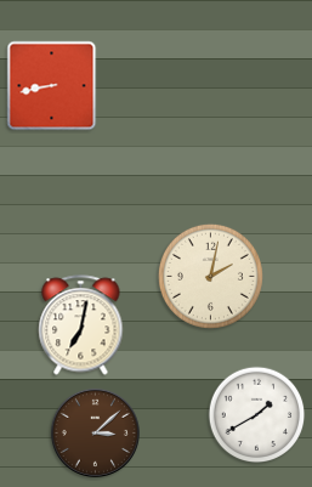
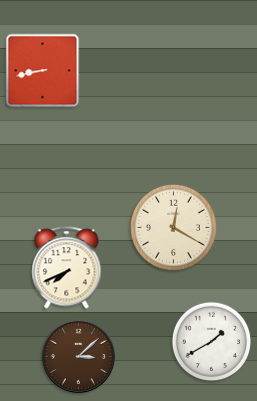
clock at (210, 276): 2:02 -> 12:20
clock at (81, 325): 7:02 -> 7:41
